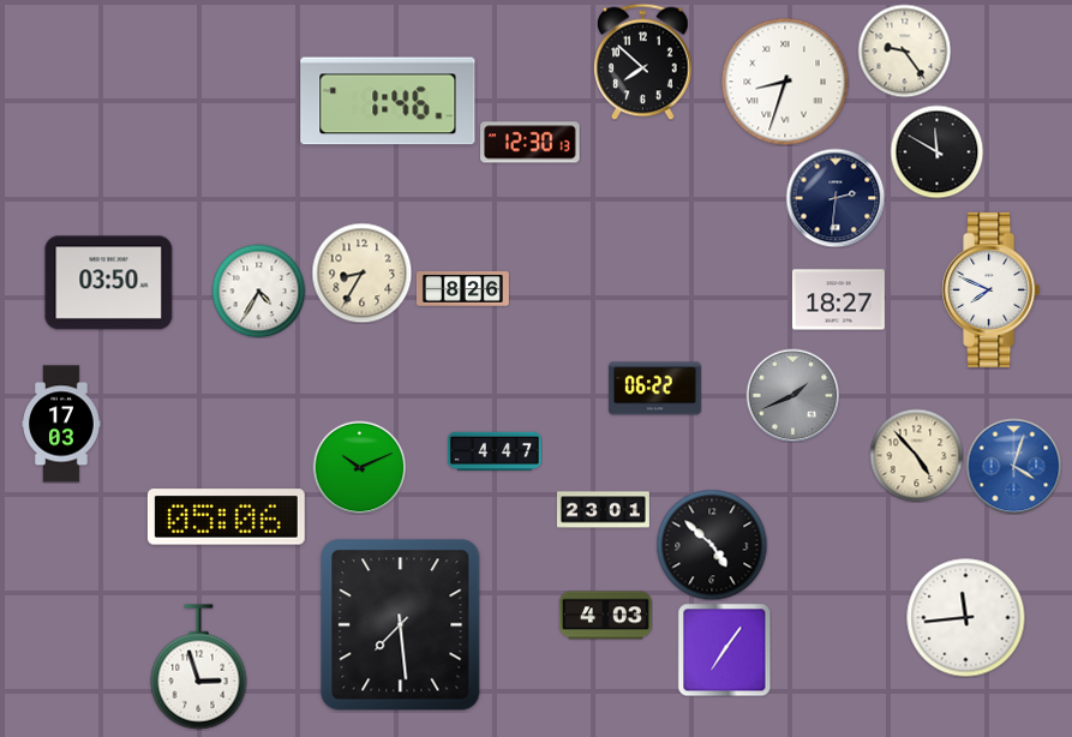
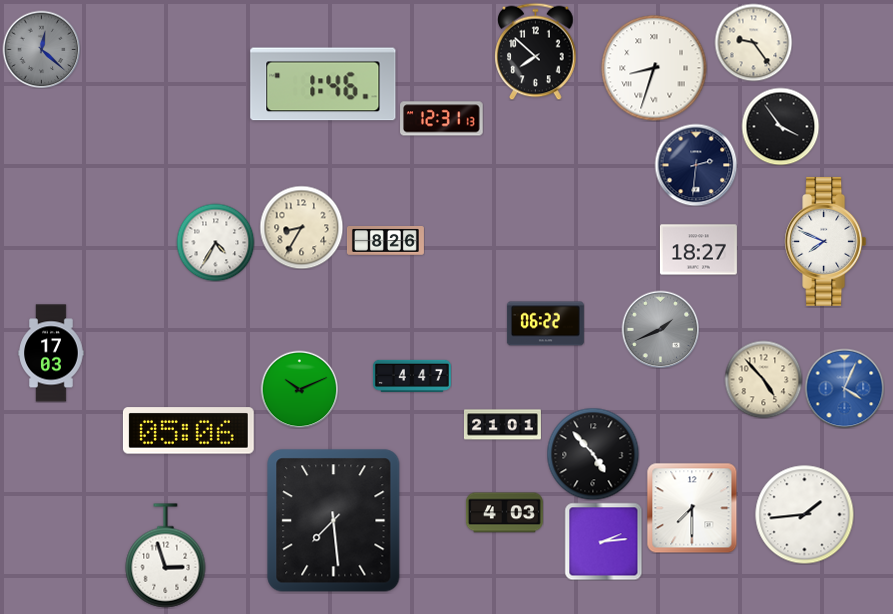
clock at (41, 49): none -> 12:22
clock at (531, 143): 12:30 -> 12:31
clock at (936, 151): 11:50 -> 3:54
clock at (109, 283): 03:50 -> none
clock at (1013, 466): 4:03 -> 4:04
clock at (603, 510): 23:01 -> 21:01
clock at (712, 545): 4:52 -> 4:53
clock at (692, 508): none -> 7:30
clock at (966, 618): 11:44 -> 1:44
clock at (724, 649): 7:06 -> 2:14
